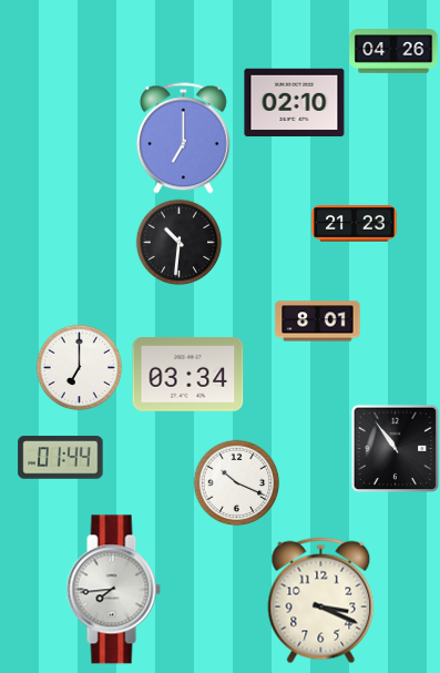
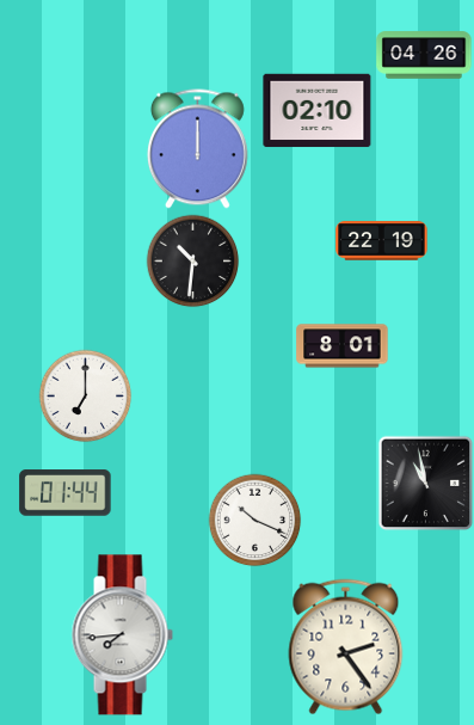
clock at (183, 139): 7:00 -> 12:00
clock at (355, 224): 21:23 -> 22:19
clock at (188, 375): 03:34 -> none
clock at (395, 448): 10:54 -> 10:58
clock at (321, 601): 3:19 -> 2:24
